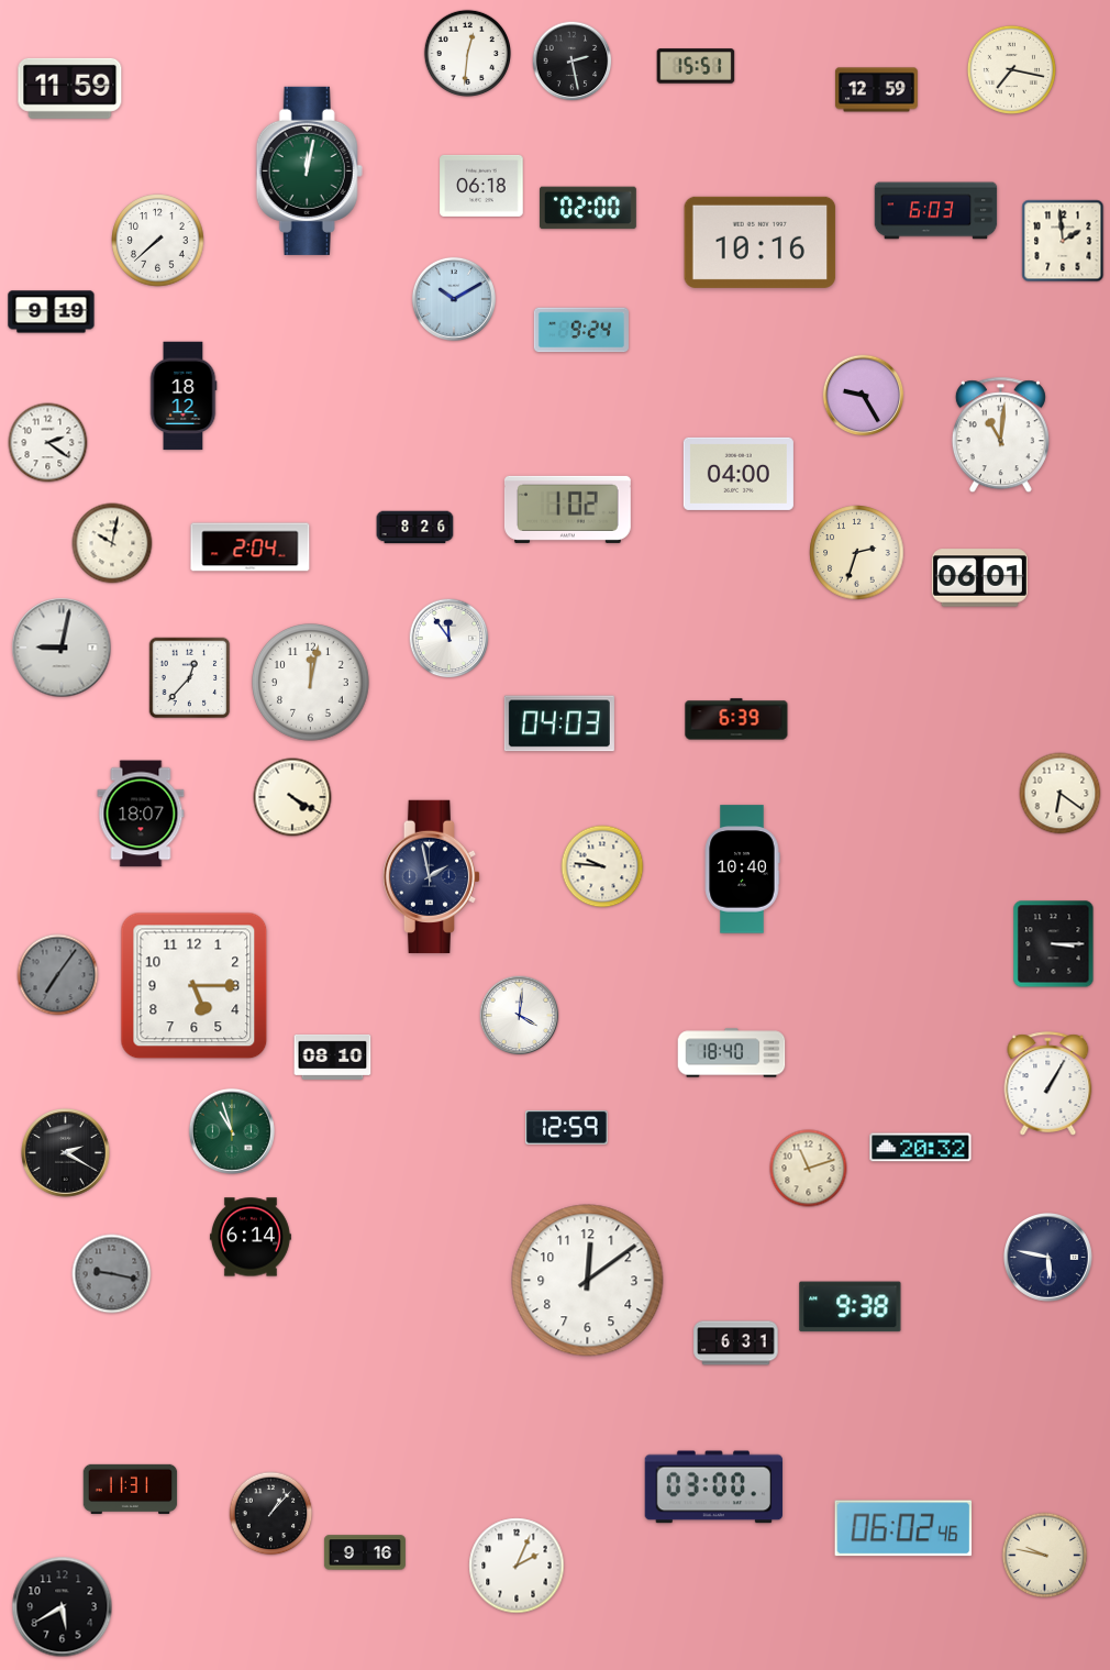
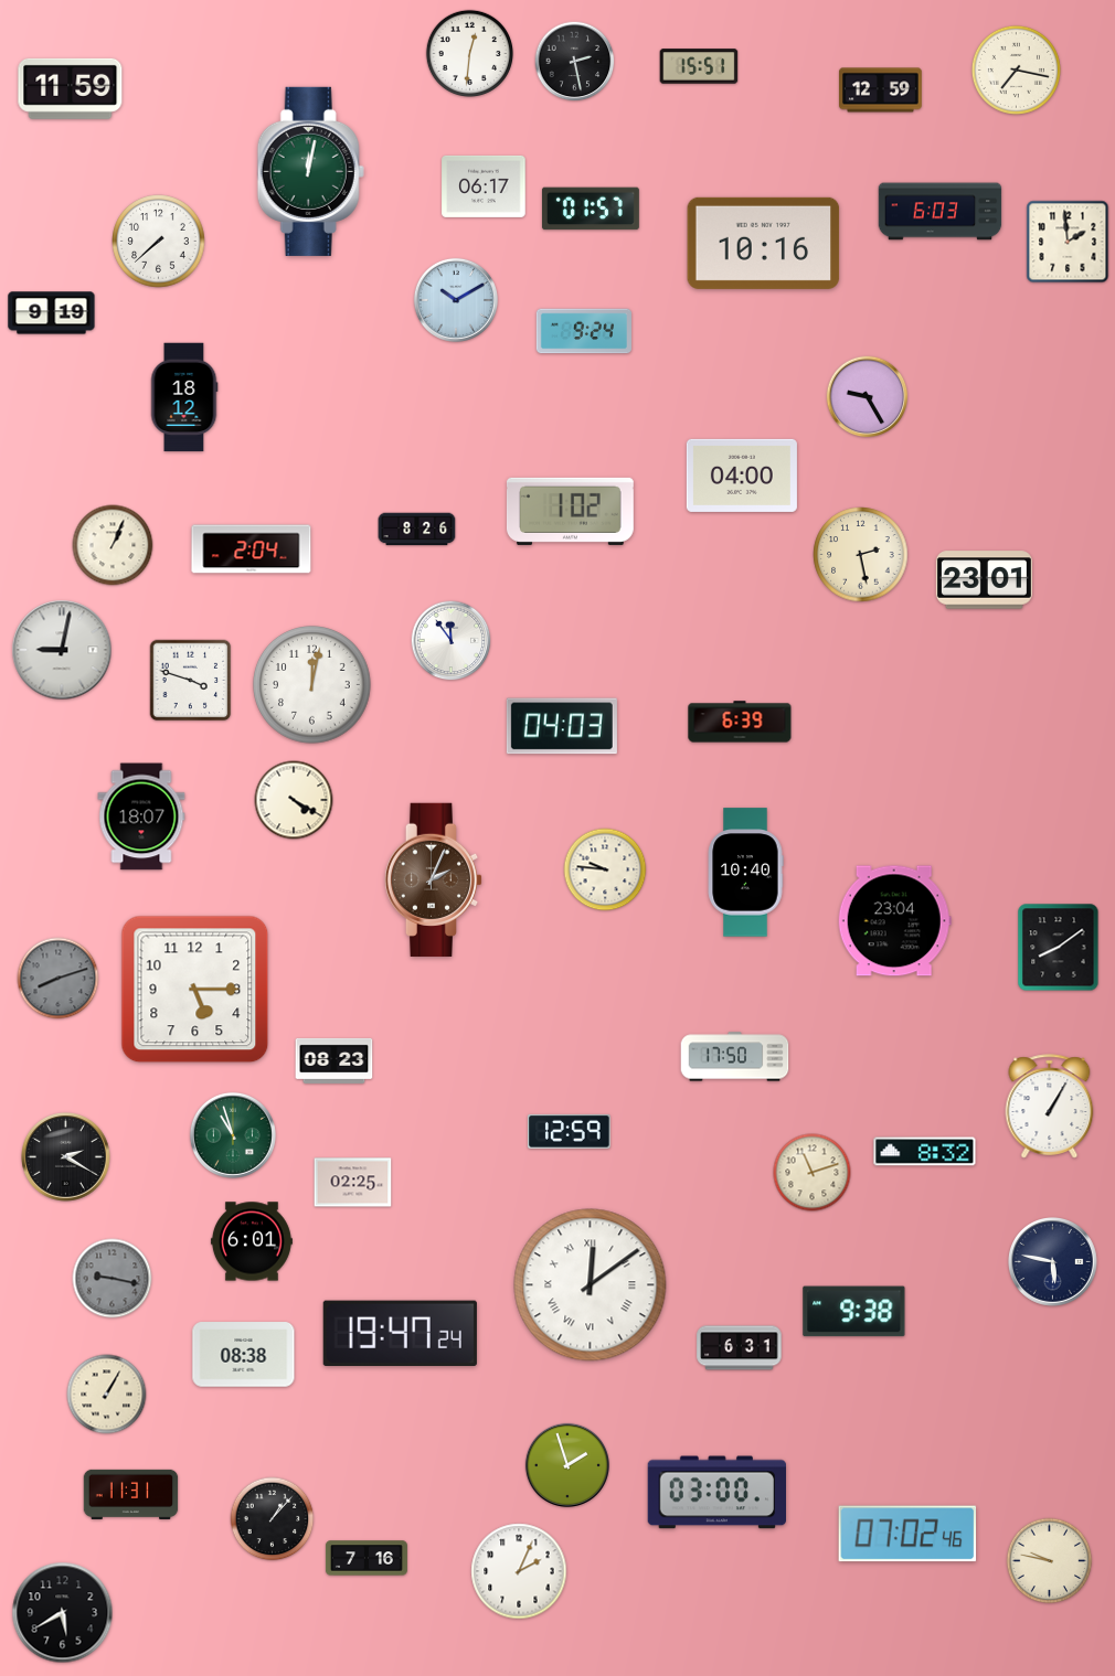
clock at (481, 186): 06:18 -> 06:17
clock at (588, 208): 02:00 -> 01:57
clock at (1000, 435): 11:01 -> none
clock at (48, 443): 2:21 -> none
clock at (112, 543): 10:02 -> 1:04
clock at (857, 553): 2:33 -> 2:28
clock at (979, 578): 06:01 -> 23:01
clock at (190, 678): 12:37 -> 3:48
clock at (1061, 794): 6:21 -> none
clock at (432, 876): 1:58 -> 2:04
clock at (432, 876) dial: navy -> brown
clock at (894, 921): none -> 23:04
clock at (1054, 944): 3:15 -> 8:09
clock at (58, 975): 7:06 -> 8:12
clock at (520, 1016): 4:01 -> none
clock at (732, 1053): 18:40 -> 17:50
clock at (333, 1057): 08:10 -> 08:23
clock at (1048, 1084) position: (1048, 1084) -> (1050, 1107)
clock at (921, 1148): 20:32 -> 8:32
clock at (353, 1183): none -> 02:25
clock at (251, 1237): 6:14 -> 6:01
clock at (588, 1281) numerals: Arabic -> Roman
clock at (400, 1333): none -> 19:47
clock at (244, 1355): none -> 08:38
clock at (107, 1395): none -> 1:05
clock at (567, 1465): none -> 1:57
clock at (903, 1528): 06:02 -> 07:02
clock at (365, 1552): 9:16 -> 7:16
